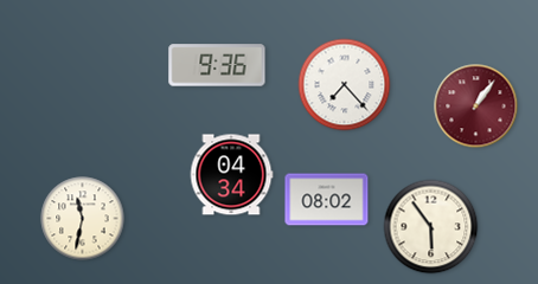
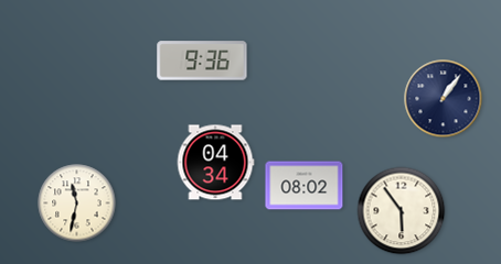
clock at (345, 85): 7:23 -> none
clock at (476, 106) dial: burgundy -> navy
